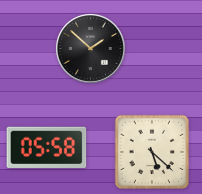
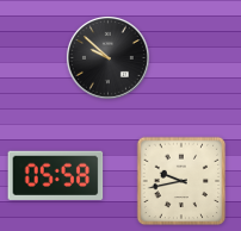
clock at (90, 48): 1:52 -> 9:52
clock at (152, 152): 5:22 -> 9:43
